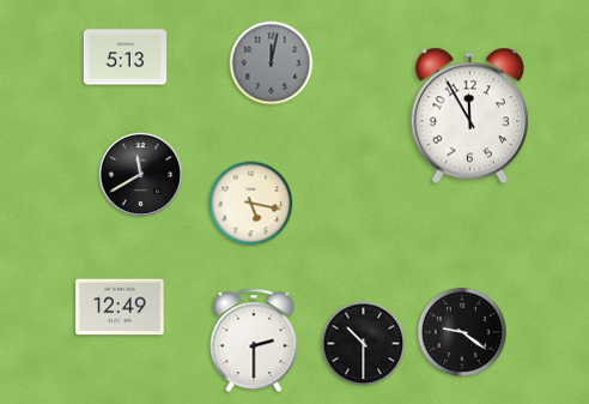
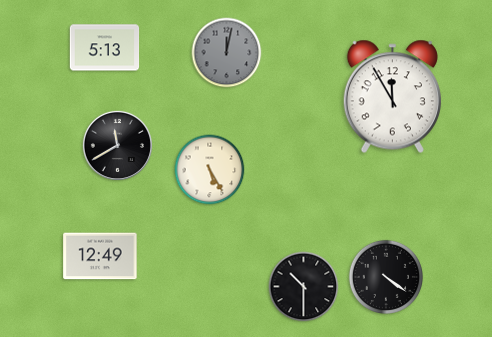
clock at (251, 204): 5:17 -> 5:25
clock at (462, 332): 9:21 -> 4:21
clock at (254, 340): 2:30 -> none
